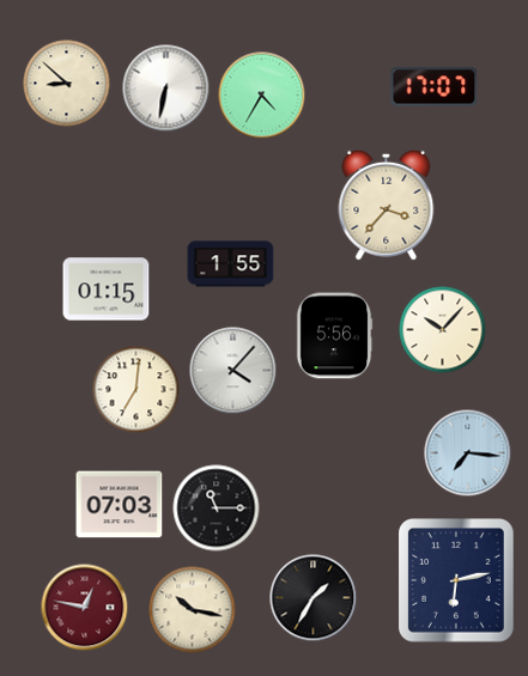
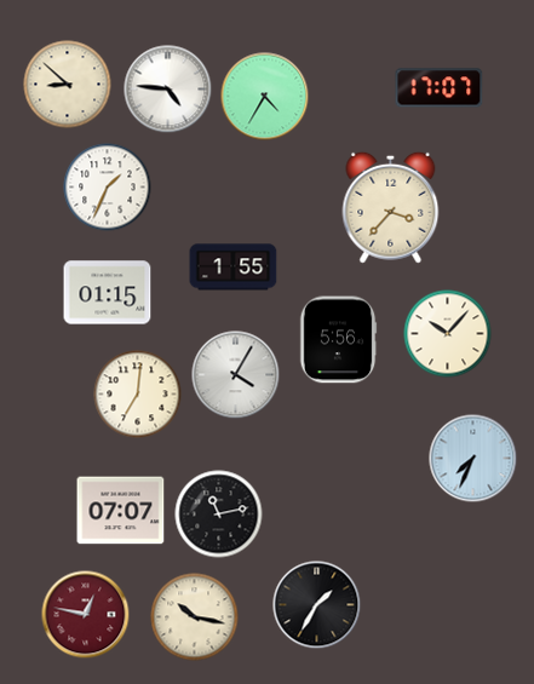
clock at (166, 89): 6:32 -> 4:46
clock at (108, 188): none -> 1:34
clock at (233, 371): 4:07 -> 4:05
clock at (468, 453): 7:16 -> 7:34
clock at (120, 505): 07:03 -> 07:07
clock at (217, 508): 11:15 -> 11:13
clock at (457, 581): 6:13 -> none
